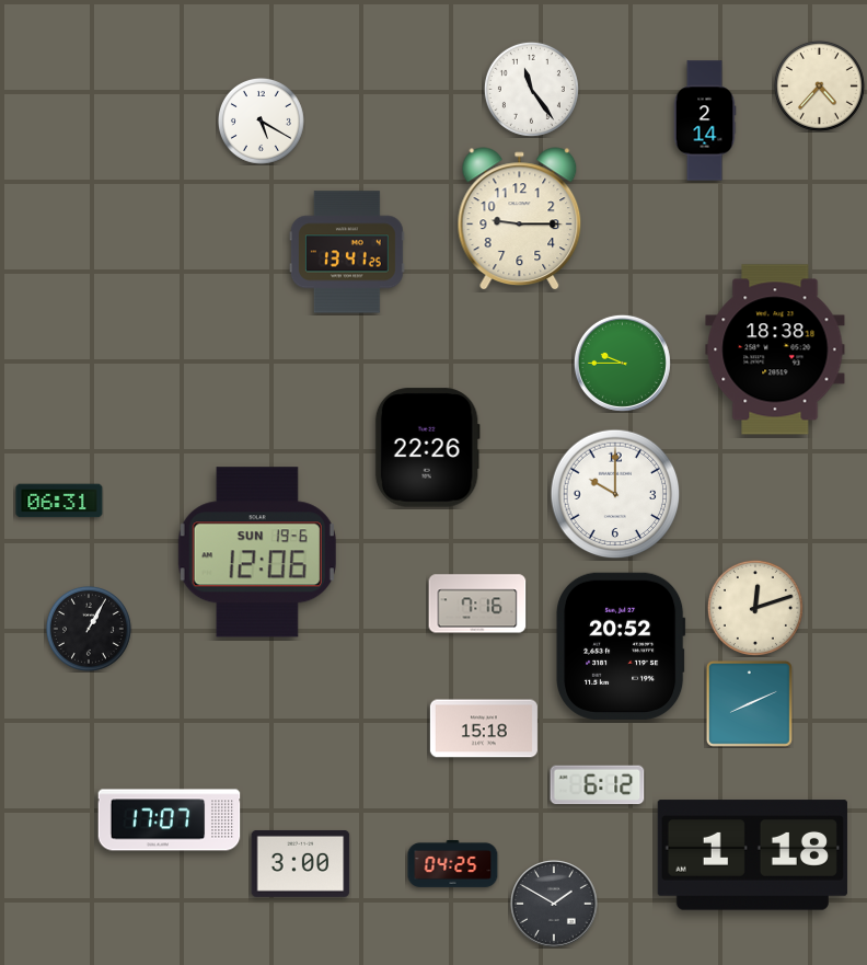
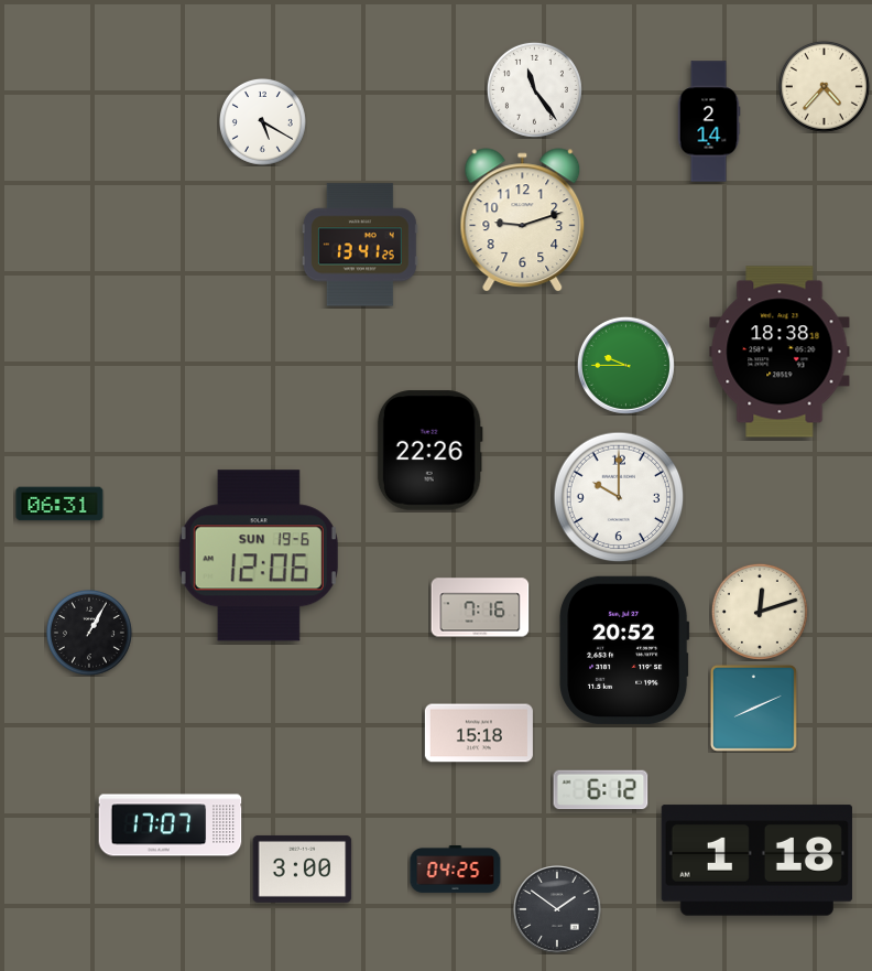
clock at (520, 218): 9:15 -> 9:12
clock at (347, 252) position: (347, 252) -> (360, 245)
clock at (484, 728) position: (484, 728) -> (479, 733)
clock at (554, 904): 1:50 -> 1:51
